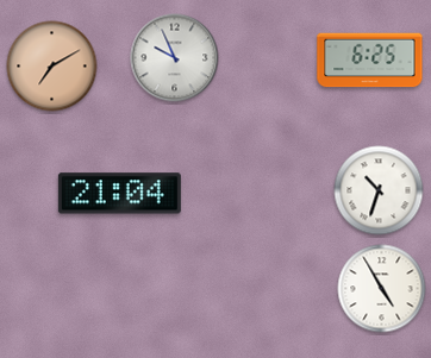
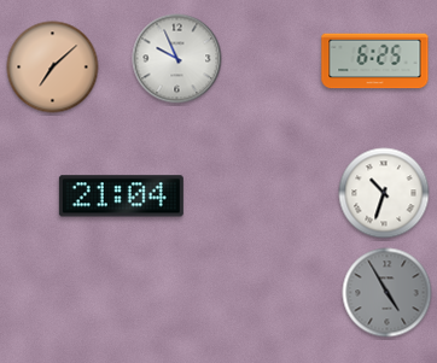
clock at (52, 67): 7:10 -> 7:08
clock at (382, 289) dial: white -> grey
